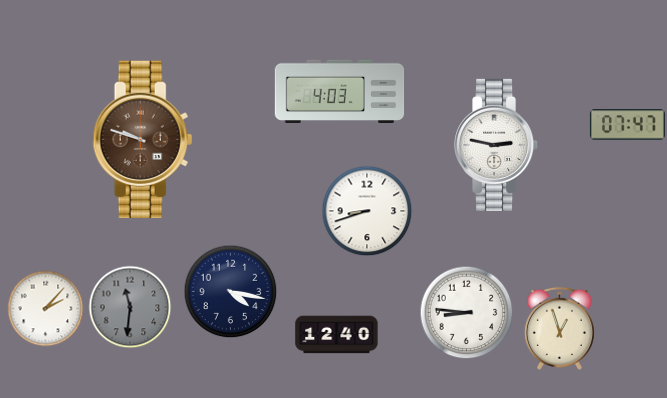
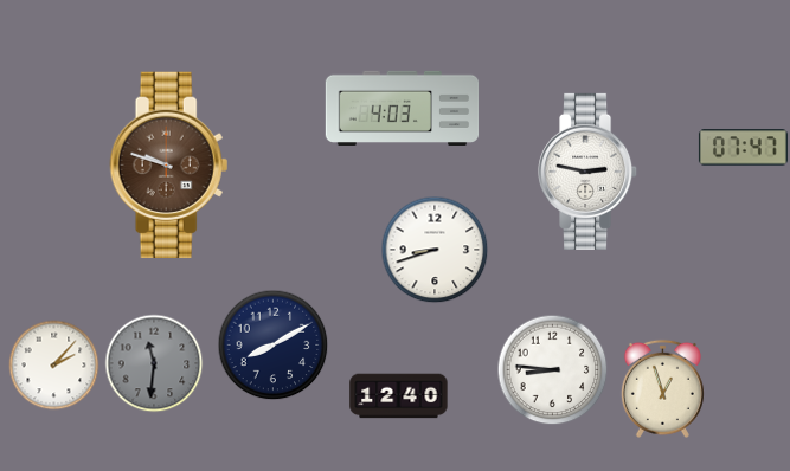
clock at (231, 292): 4:17 -> 8:10
